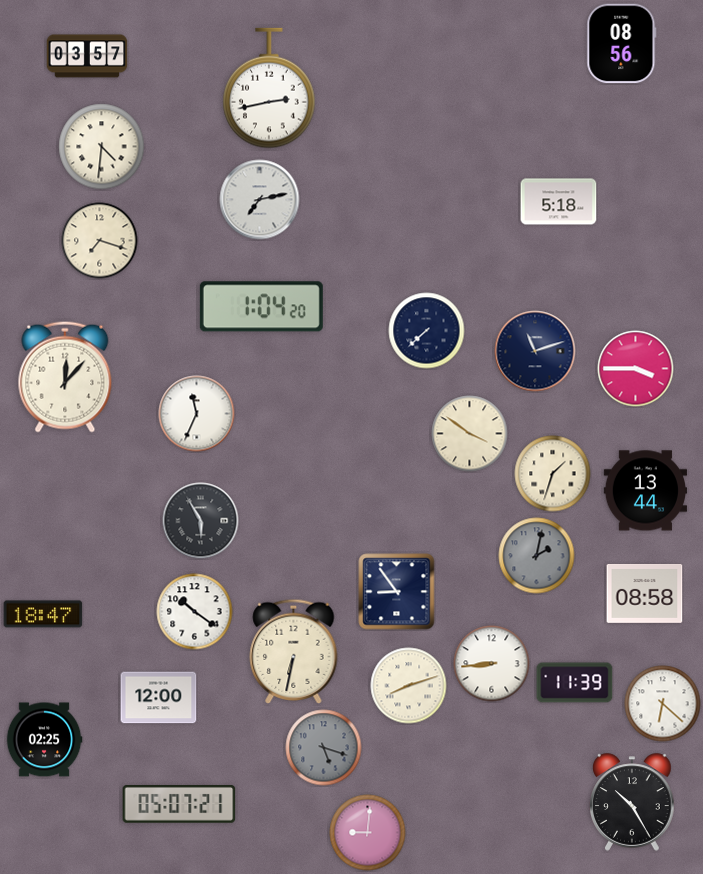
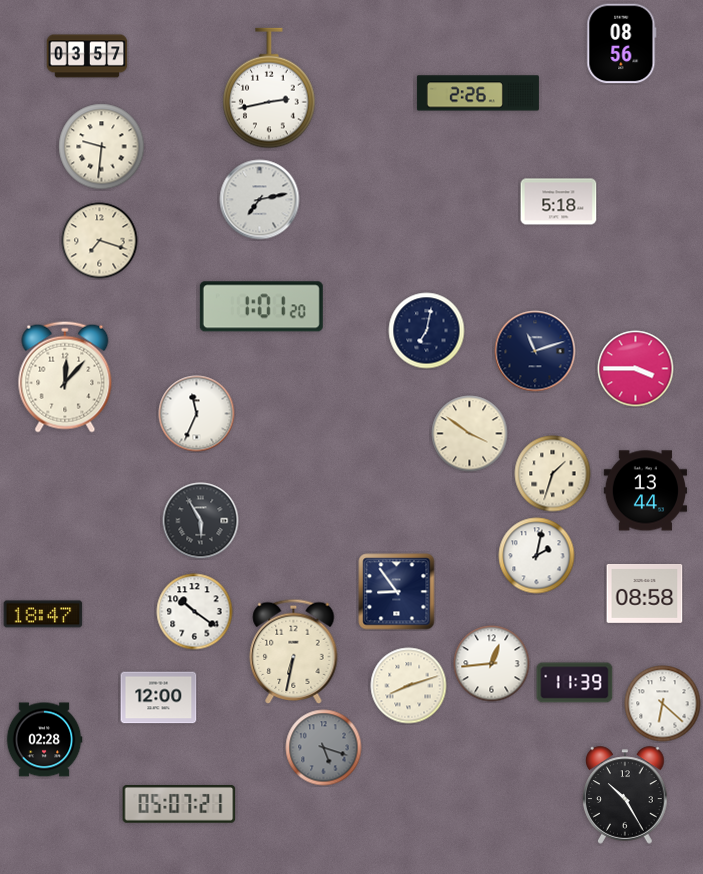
clock at (478, 93): none -> 2:26
clock at (102, 147): 4:31 -> 9:31
clock at (261, 307): 1:04 -> 1:01
clock at (427, 331): 7:38 -> 7:02
clock at (537, 556) dial: grey -> white
clock at (492, 664): 8:44 -> 12:44
clock at (44, 740): 02:25 -> 02:28
clock at (632, 802) position: (632, 802) -> (625, 795)
clock at (368, 833): 9:01 -> none
